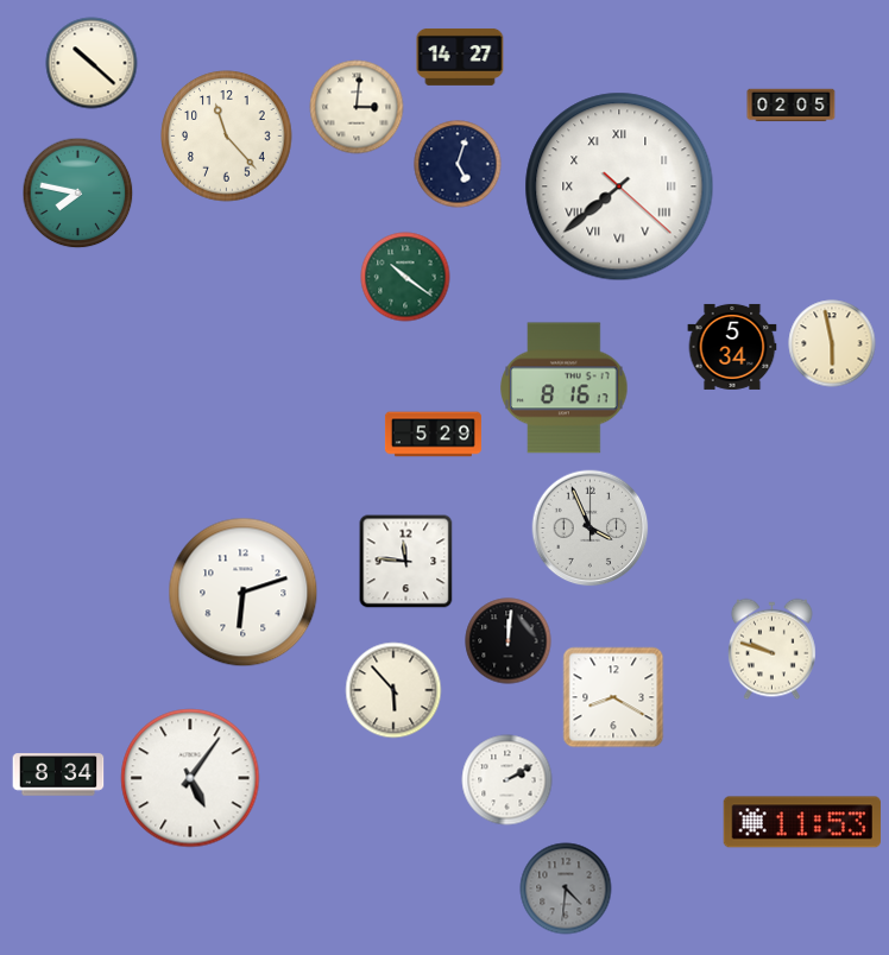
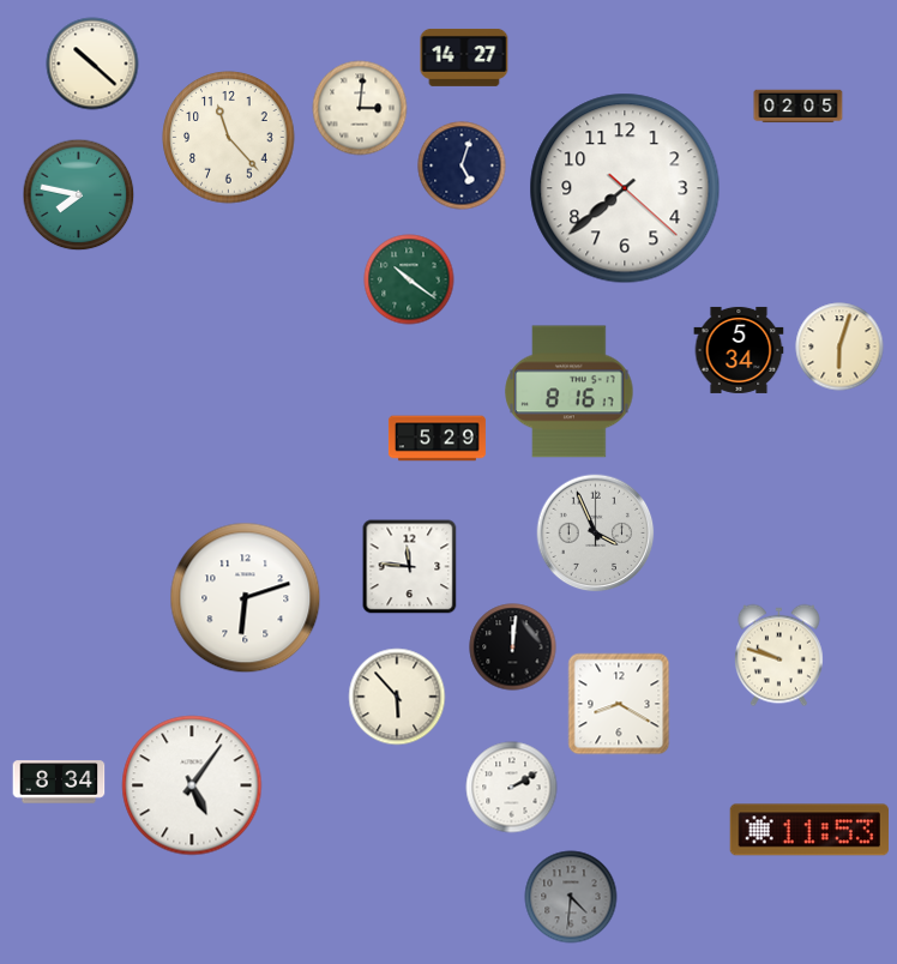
clock at (619, 186) numerals: Roman -> Arabic
clock at (832, 343): 5:58 -> 6:03
